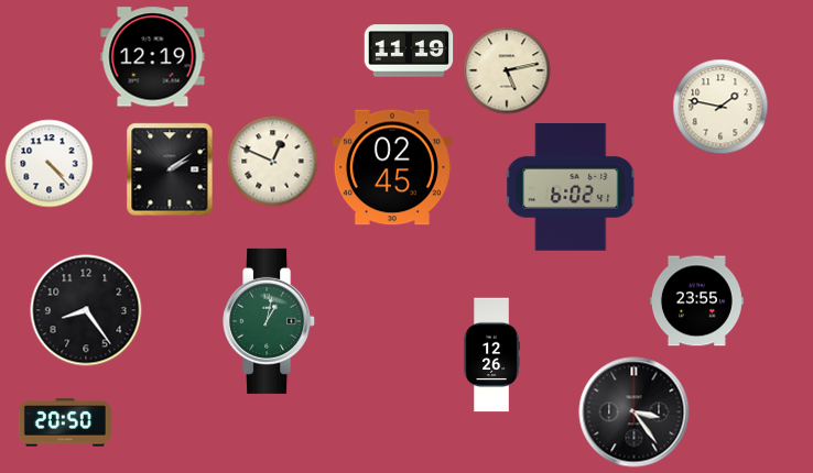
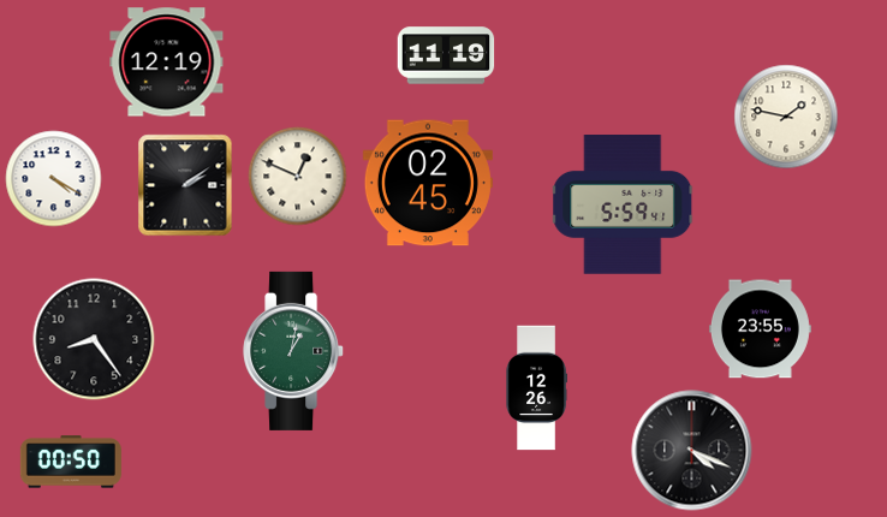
clock at (507, 70): 5:13 -> none
clock at (50, 164): 4:23 -> 4:20
clock at (572, 188): 6:02 -> 5:59
clock at (635, 413): 3:24 -> 4:19
clock at (65, 422): 20:50 -> 00:50
